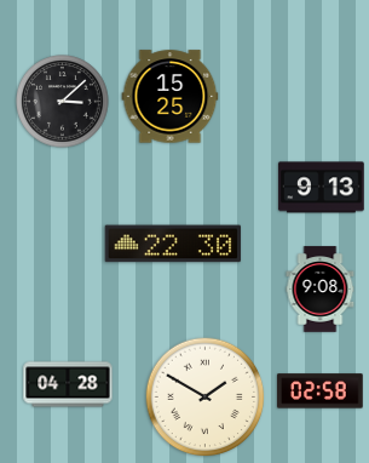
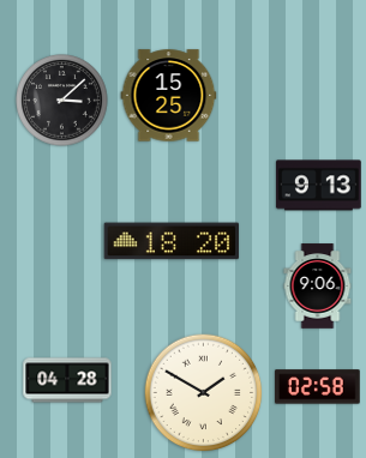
clock at (173, 244): 22:30 -> 18:20
clock at (321, 290): 9:08 -> 9:06
